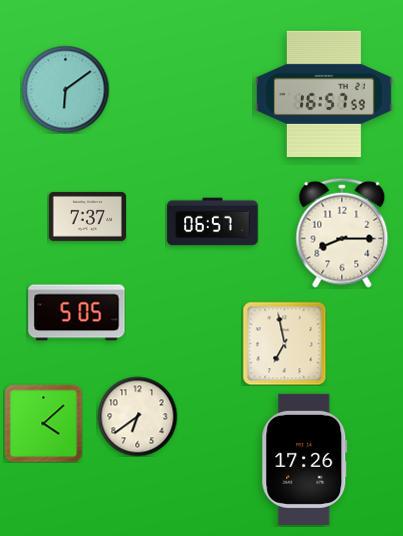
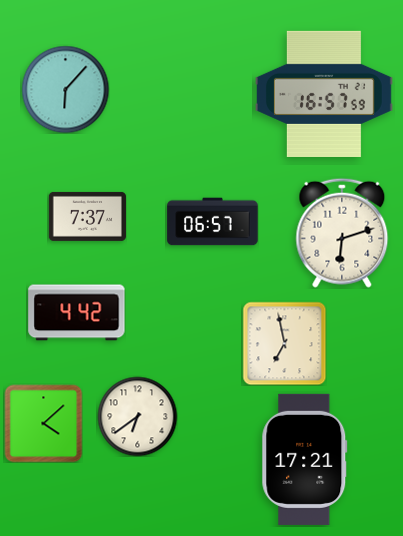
clock at (65, 89): 6:09 -> 6:07
clock at (342, 233): 8:15 -> 6:12
clock at (77, 313): 5:05 -> 4:42
clock at (305, 459): 17:26 -> 17:21
